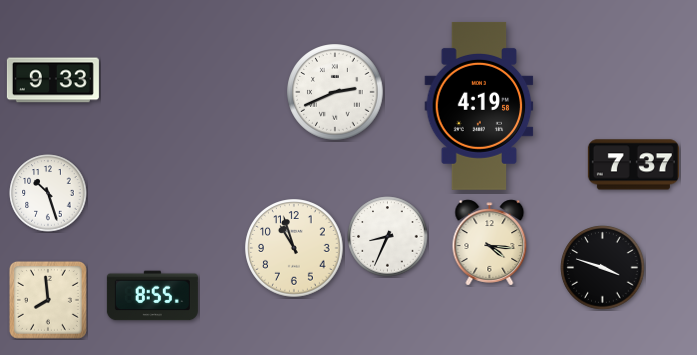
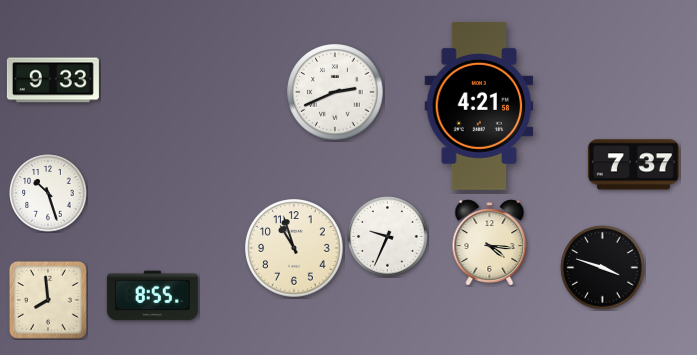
clock at (479, 106): 4:19 -> 4:21
clock at (388, 237): 8:34 -> 9:34
